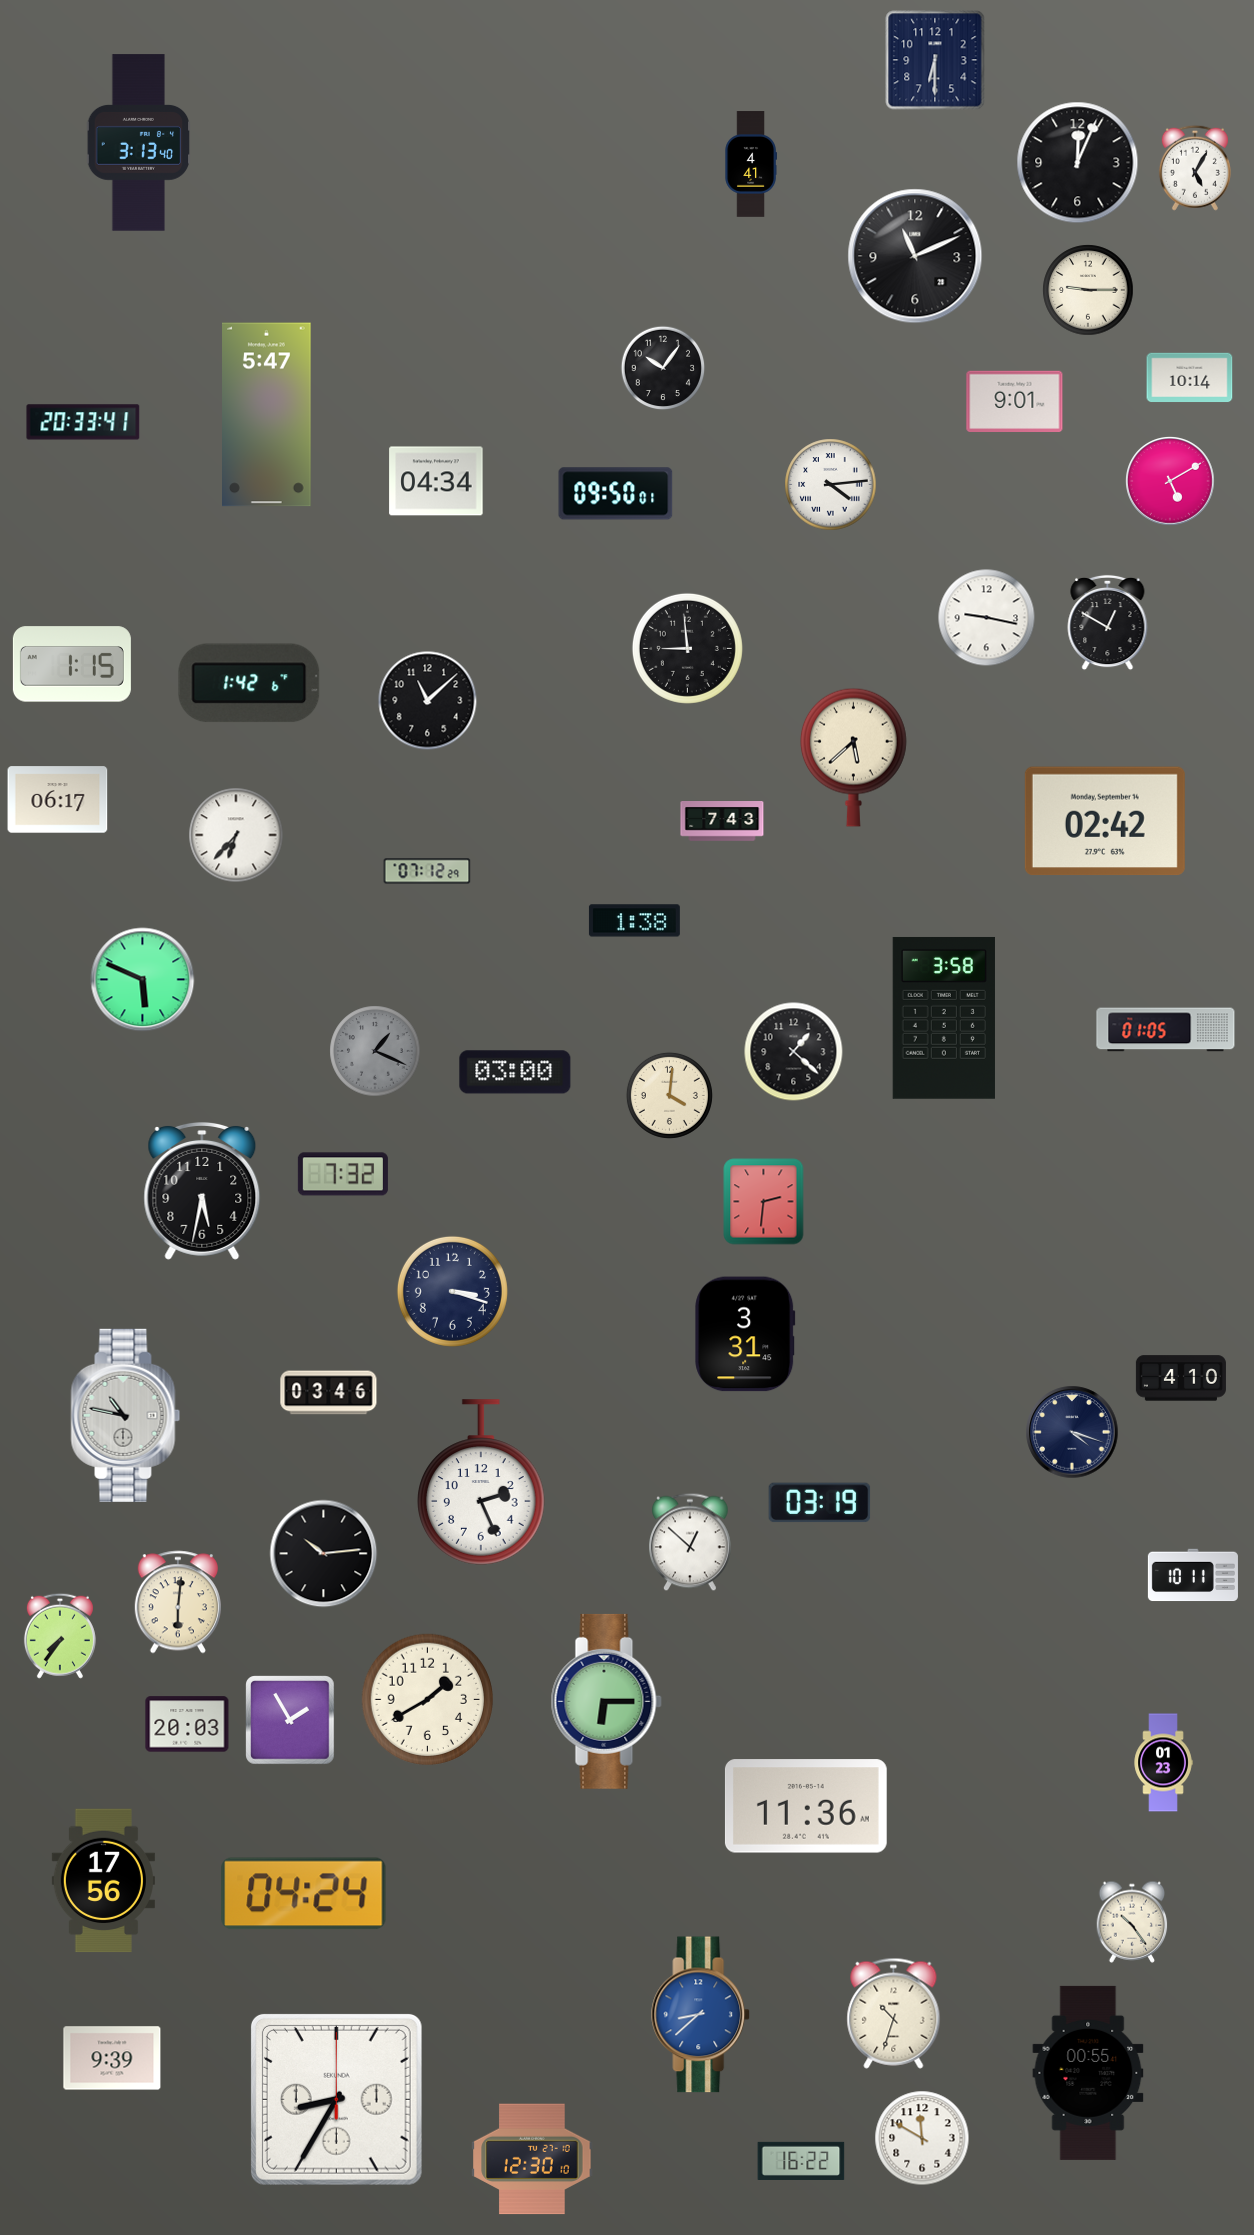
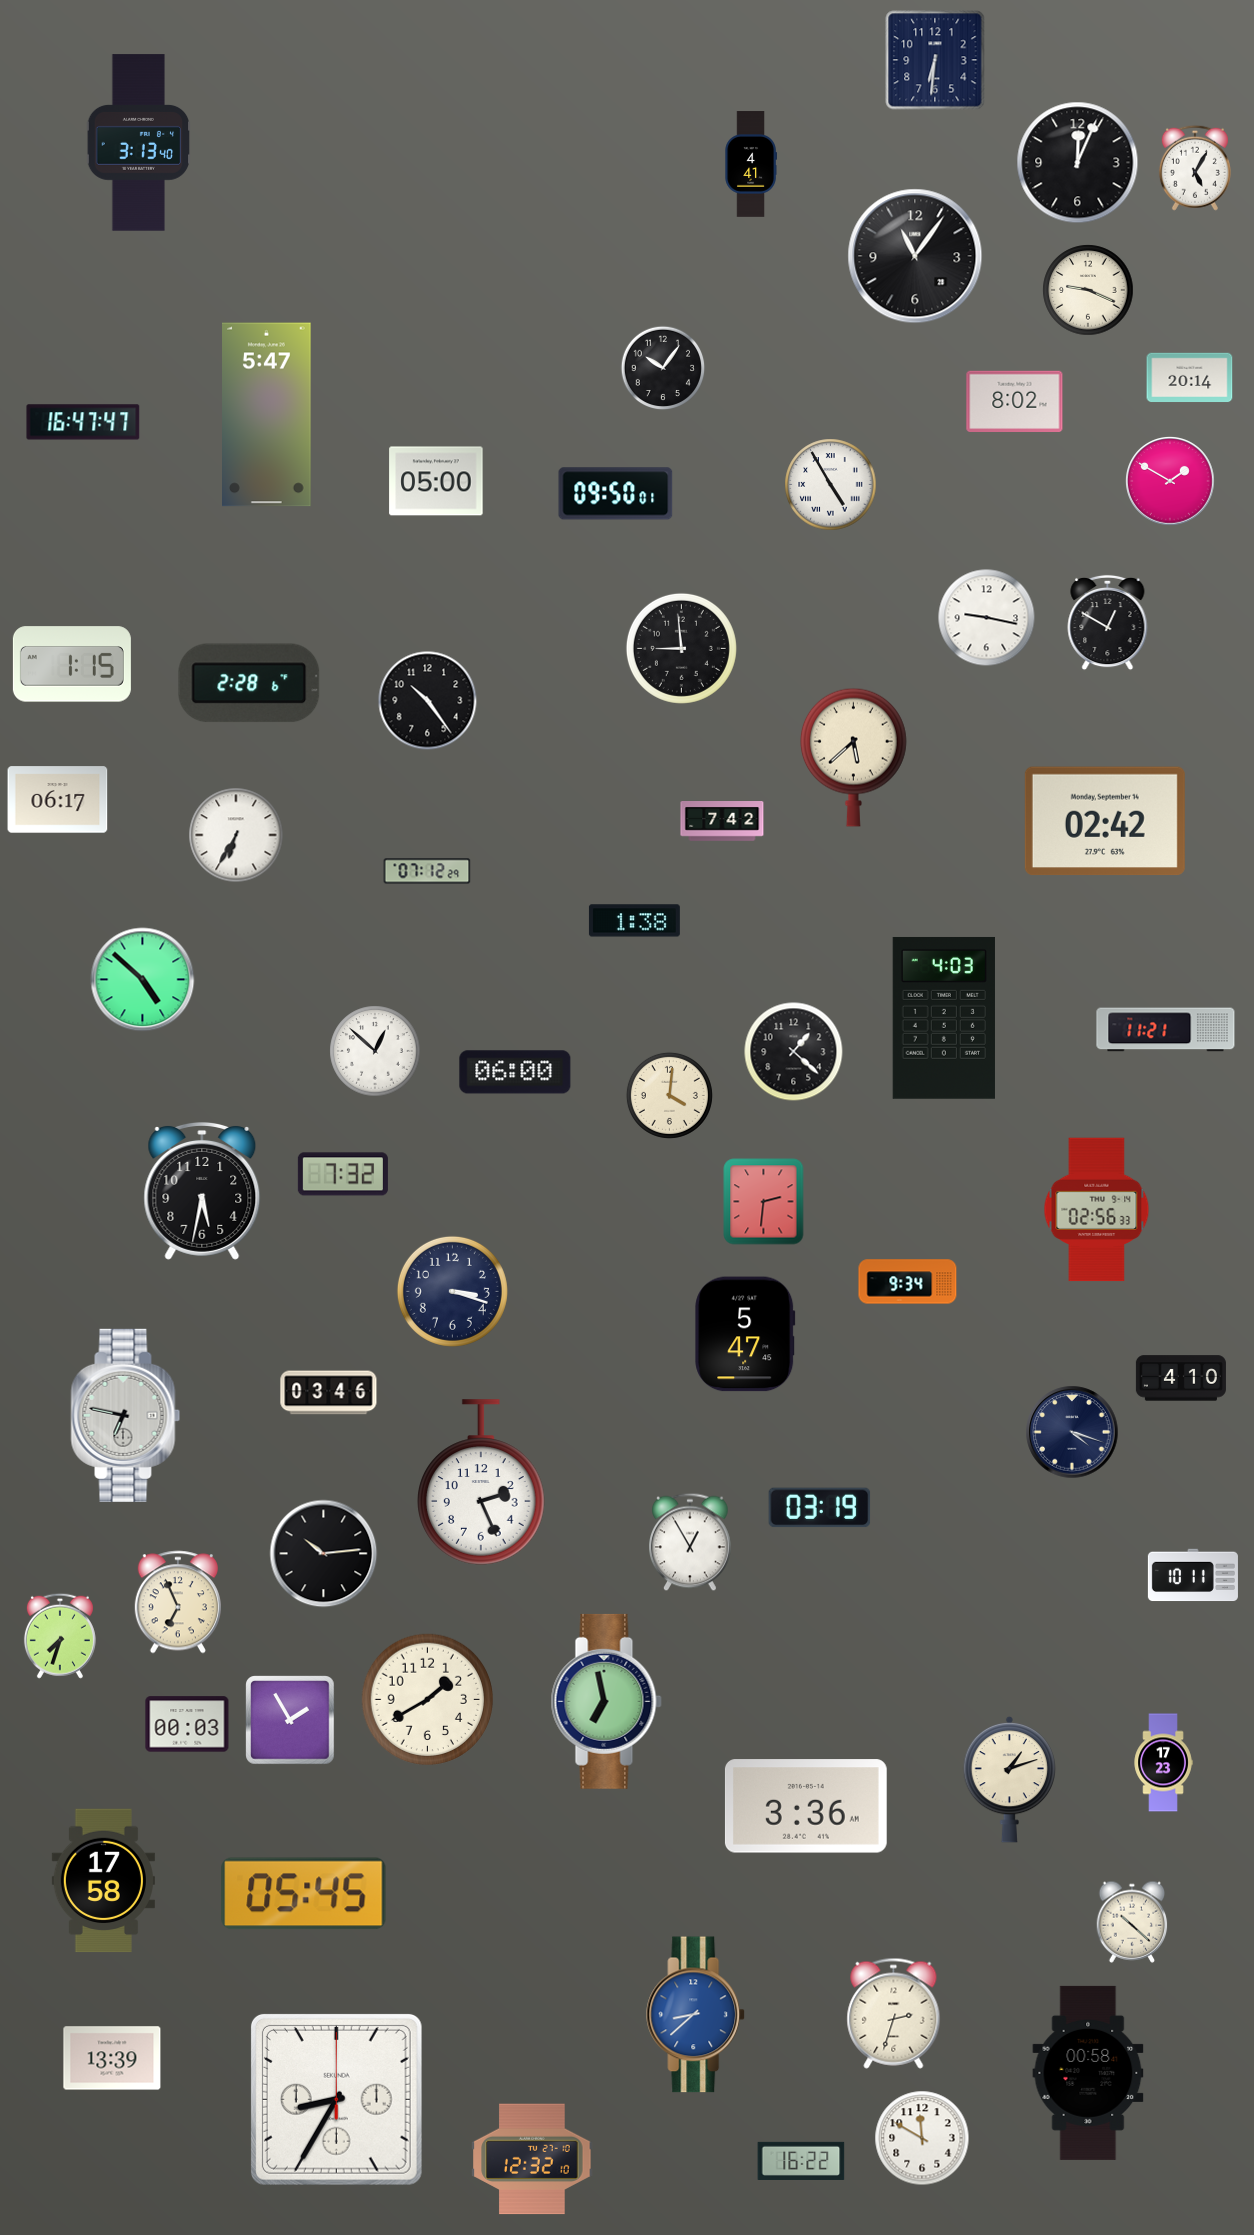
clock at (935, 60): 6:30 -> 6:31
clock at (915, 256): 11:11 -> 11:06
clock at (1088, 290): 9:15 -> 9:19
clock at (1190, 378): 10:14 -> 20:14
clock at (1015, 401): 9:01 -> 8:02
clock at (83, 422): 20:33 -> 16:47
clock at (436, 481): 04:34 -> 05:00
clock at (1171, 482): 5:10 -> 1:50
clock at (831, 485): 4:14 -> 4:55
clock at (687, 648) position: (687, 648) -> (681, 648)
clock at (249, 683): 1:42 -> 2:28
clock at (428, 701): 11:08 -> 10:24
clock at (722, 822): 7:43 -> 7:42
clock at (236, 835): 6:37 -> 6:35
clock at (143, 980): 5:49 -> 4:52
clock at (944, 1018): 3:58 -> 4:03
clock at (1166, 1030): 01:05 -> 11:21
clock at (375, 1051): 1:19 -> 12:52
clock at (375, 1051) dial: grey -> white
clock at (515, 1072): 03:00 -> 06:00
clock at (1097, 1210): none -> 02:56
clock at (908, 1282): none -> 9:34
clock at (745, 1334): 3:31 -> 5:47
clock at (126, 1415): 10:47 -> 6:47
clock at (820, 1503) position: (820, 1503) -> (820, 1508)
clock at (691, 1542): 12:52 -> 12:55
clock at (178, 1602): 6:01 -> 6:56
clock at (60, 1636): 7:36 -> 7:33
clock at (606, 1701): 6:15 -> 6:58
clock at (187, 1724): 20:03 -> 00:03
clock at (1163, 1763): 01:23 -> 17:23
clock at (1010, 1779): none -> 1:12
clock at (806, 1806): 11:36 -> 3:36
clock at (103, 1881): 17:56 -> 17:58
clock at (304, 1894): 04:24 -> 05:45
clock at (1132, 1922): 10:24 -> 10:22
clock at (894, 2013): 10:33 -> 2:33
clock at (701, 2015) position: (701, 2015) -> (696, 2015)
clock at (112, 2058): 9:39 -> 13:39
clock at (1088, 2073): 00:55 -> 00:58
clock at (532, 2159): 12:30 -> 12:32
